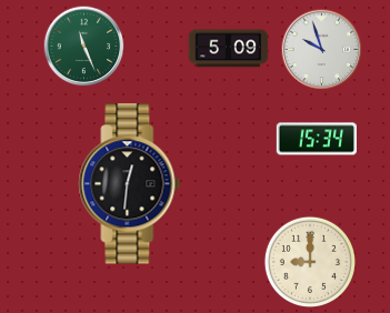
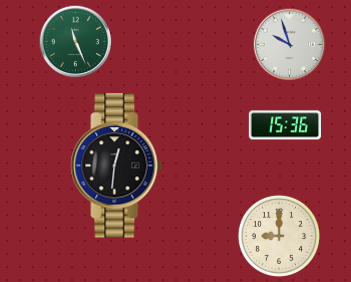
clock at (229, 49): 5:09 -> none
clock at (317, 139): 15:34 -> 15:36
